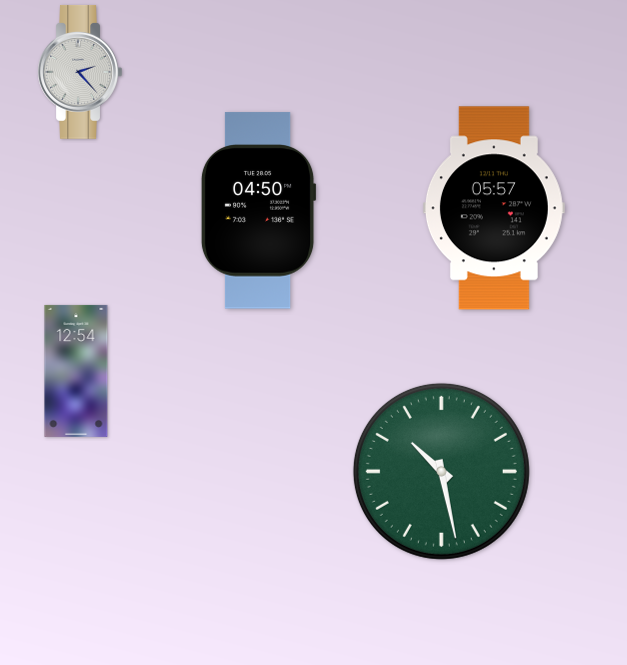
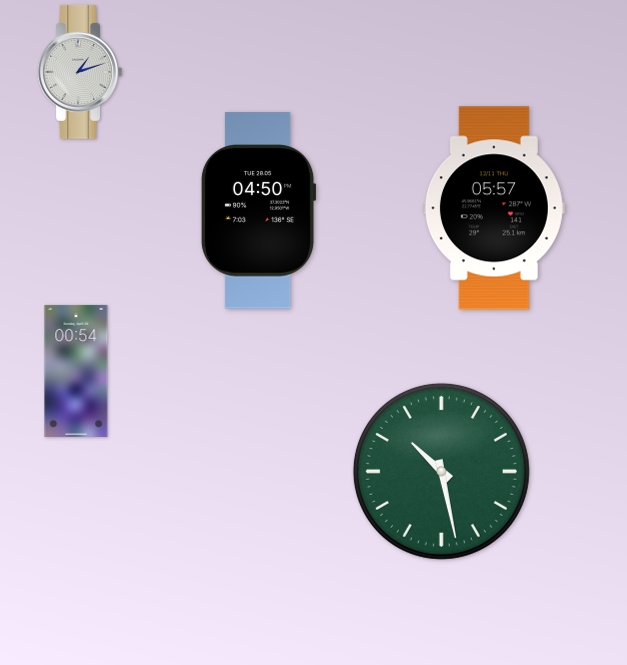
clock at (80, 72): 2:23 -> 1:12
clock at (76, 371): 12:54 -> 00:54
